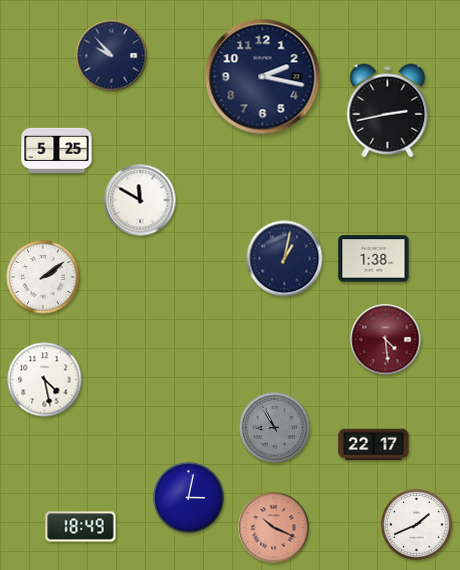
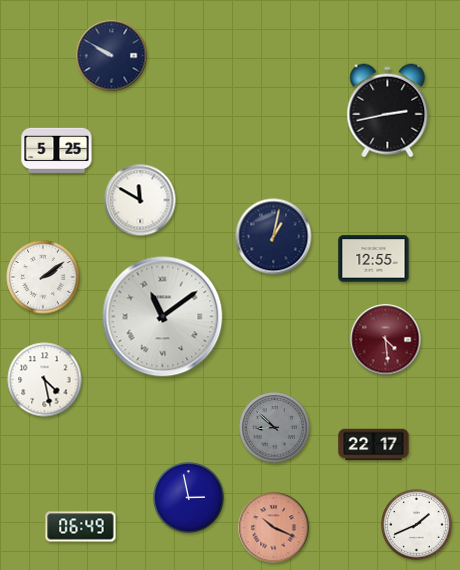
clock at (112, 56): 9:53 -> 9:50
clock at (263, 77): 2:17 -> none
clock at (285, 259) position: (285, 259) -> (274, 237)
clock at (374, 259): 1:38 -> 12:55
clock at (163, 317): none -> 11:09
clock at (275, 428): 8:55 -> 8:52
clock at (189, 498): 3:02 -> 2:58
clock at (81, 527): 18:49 -> 06:49
